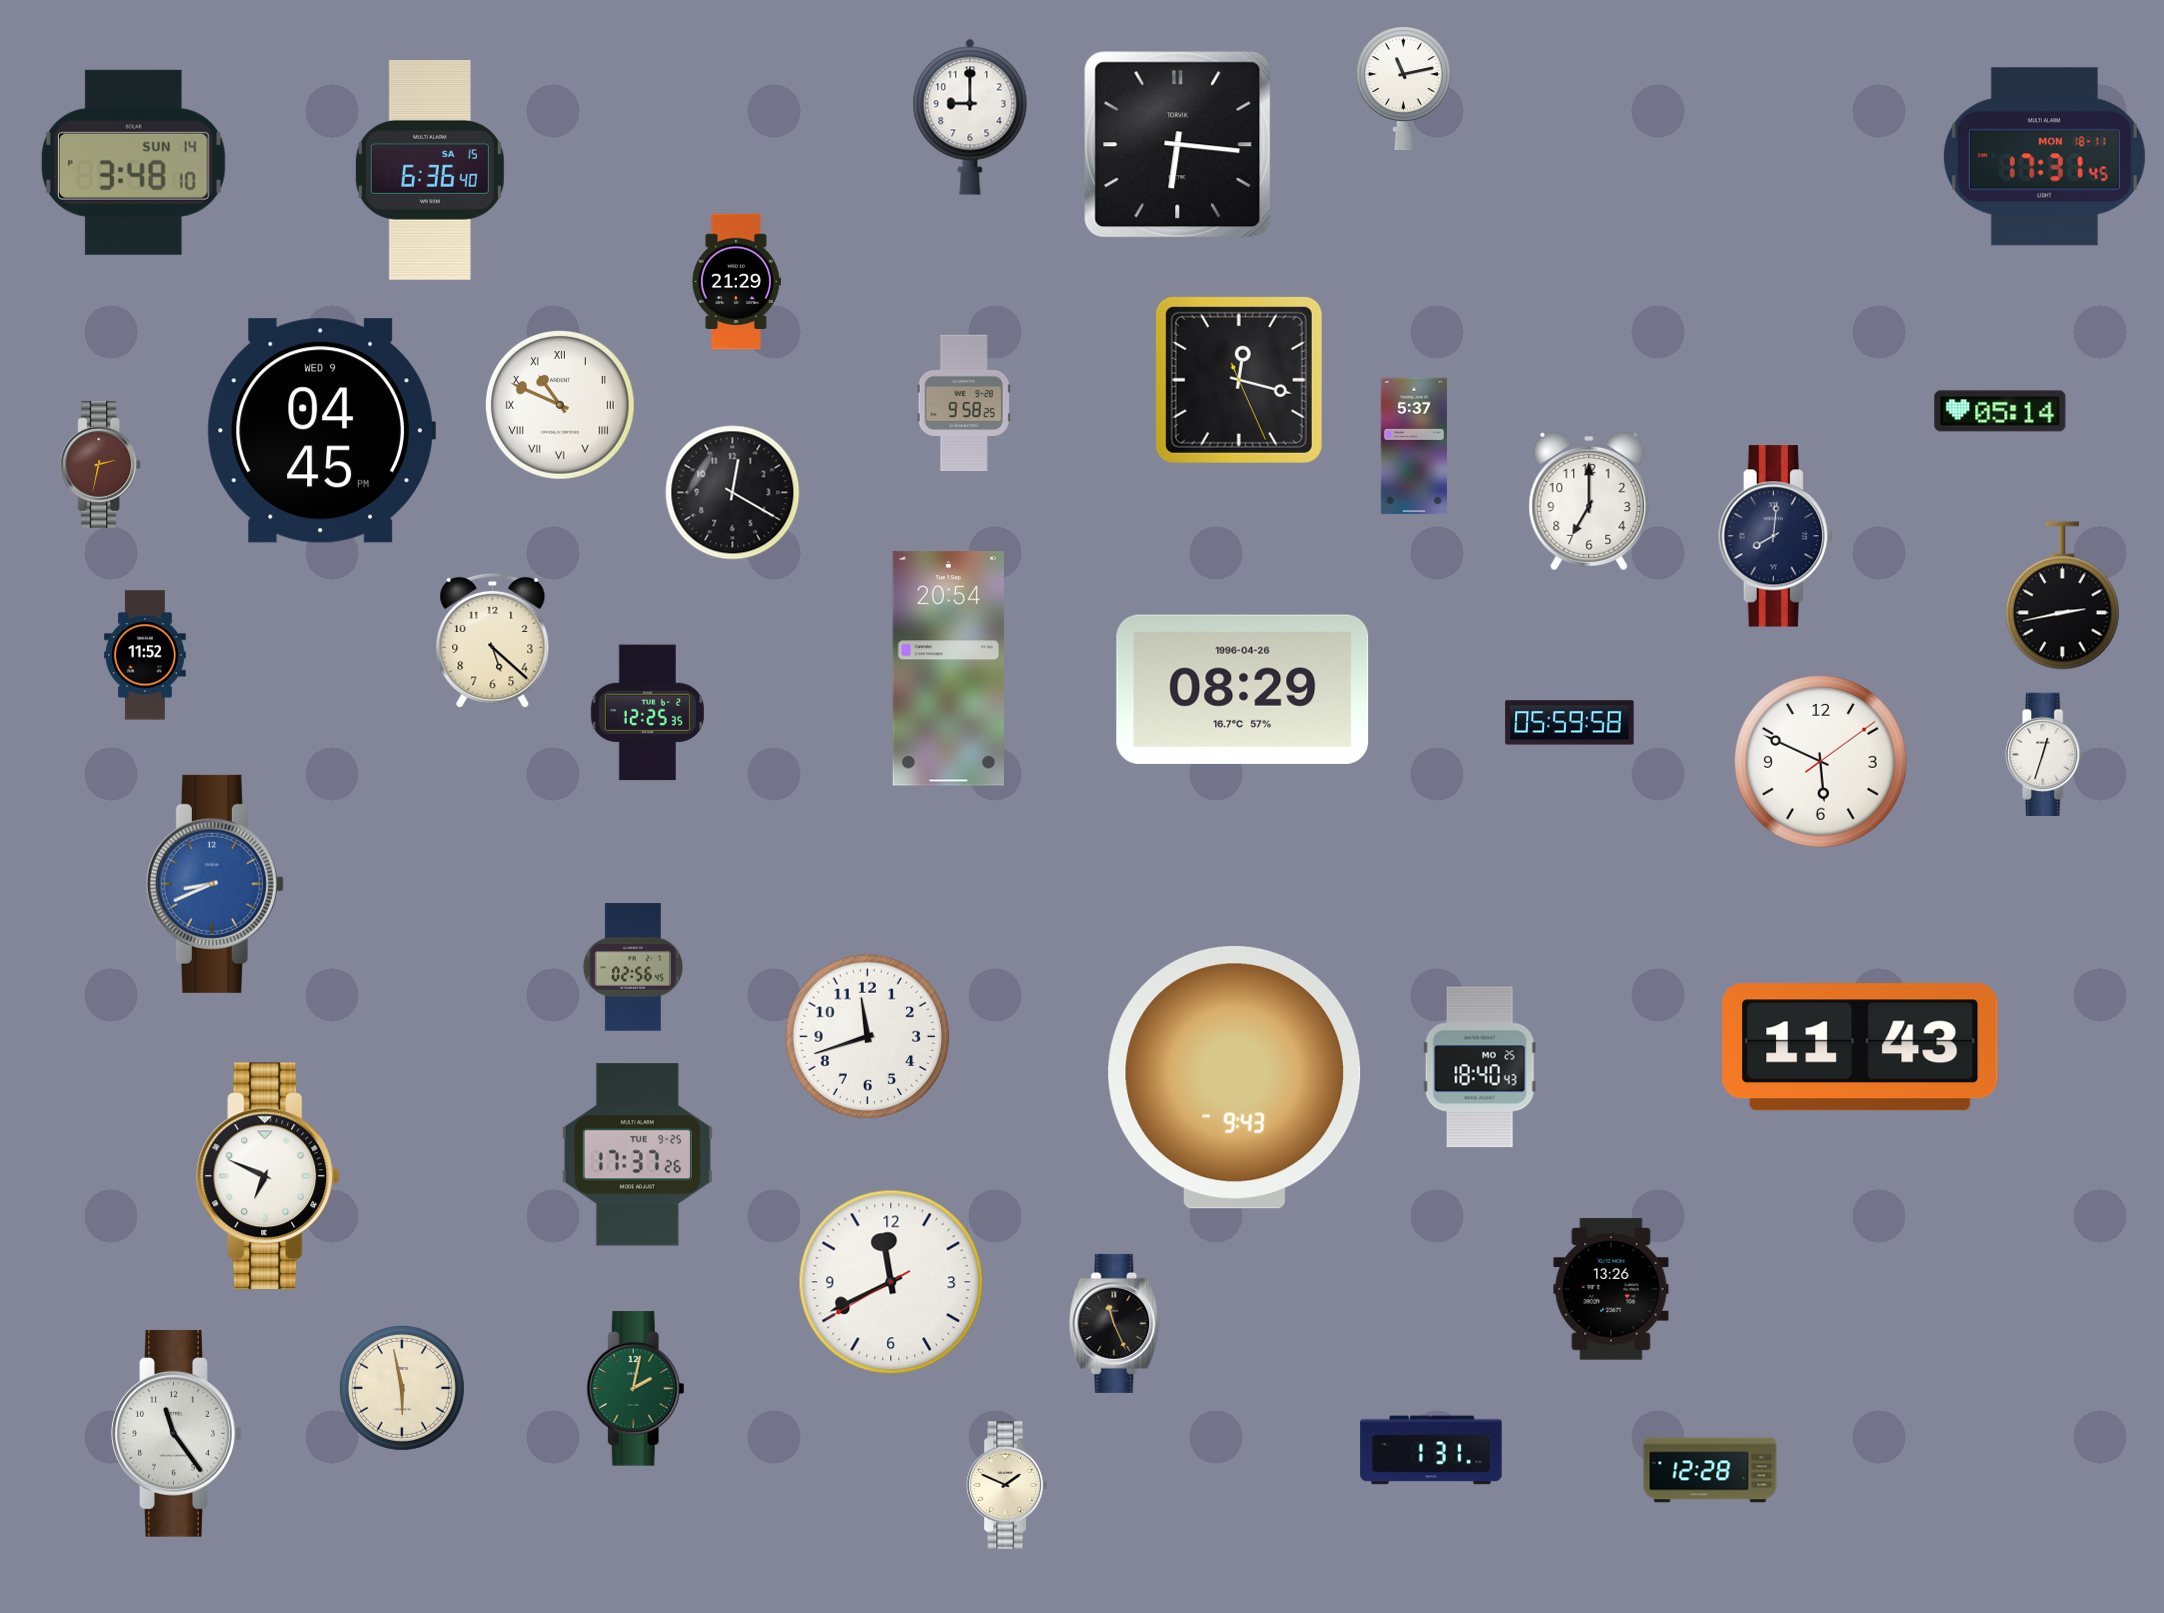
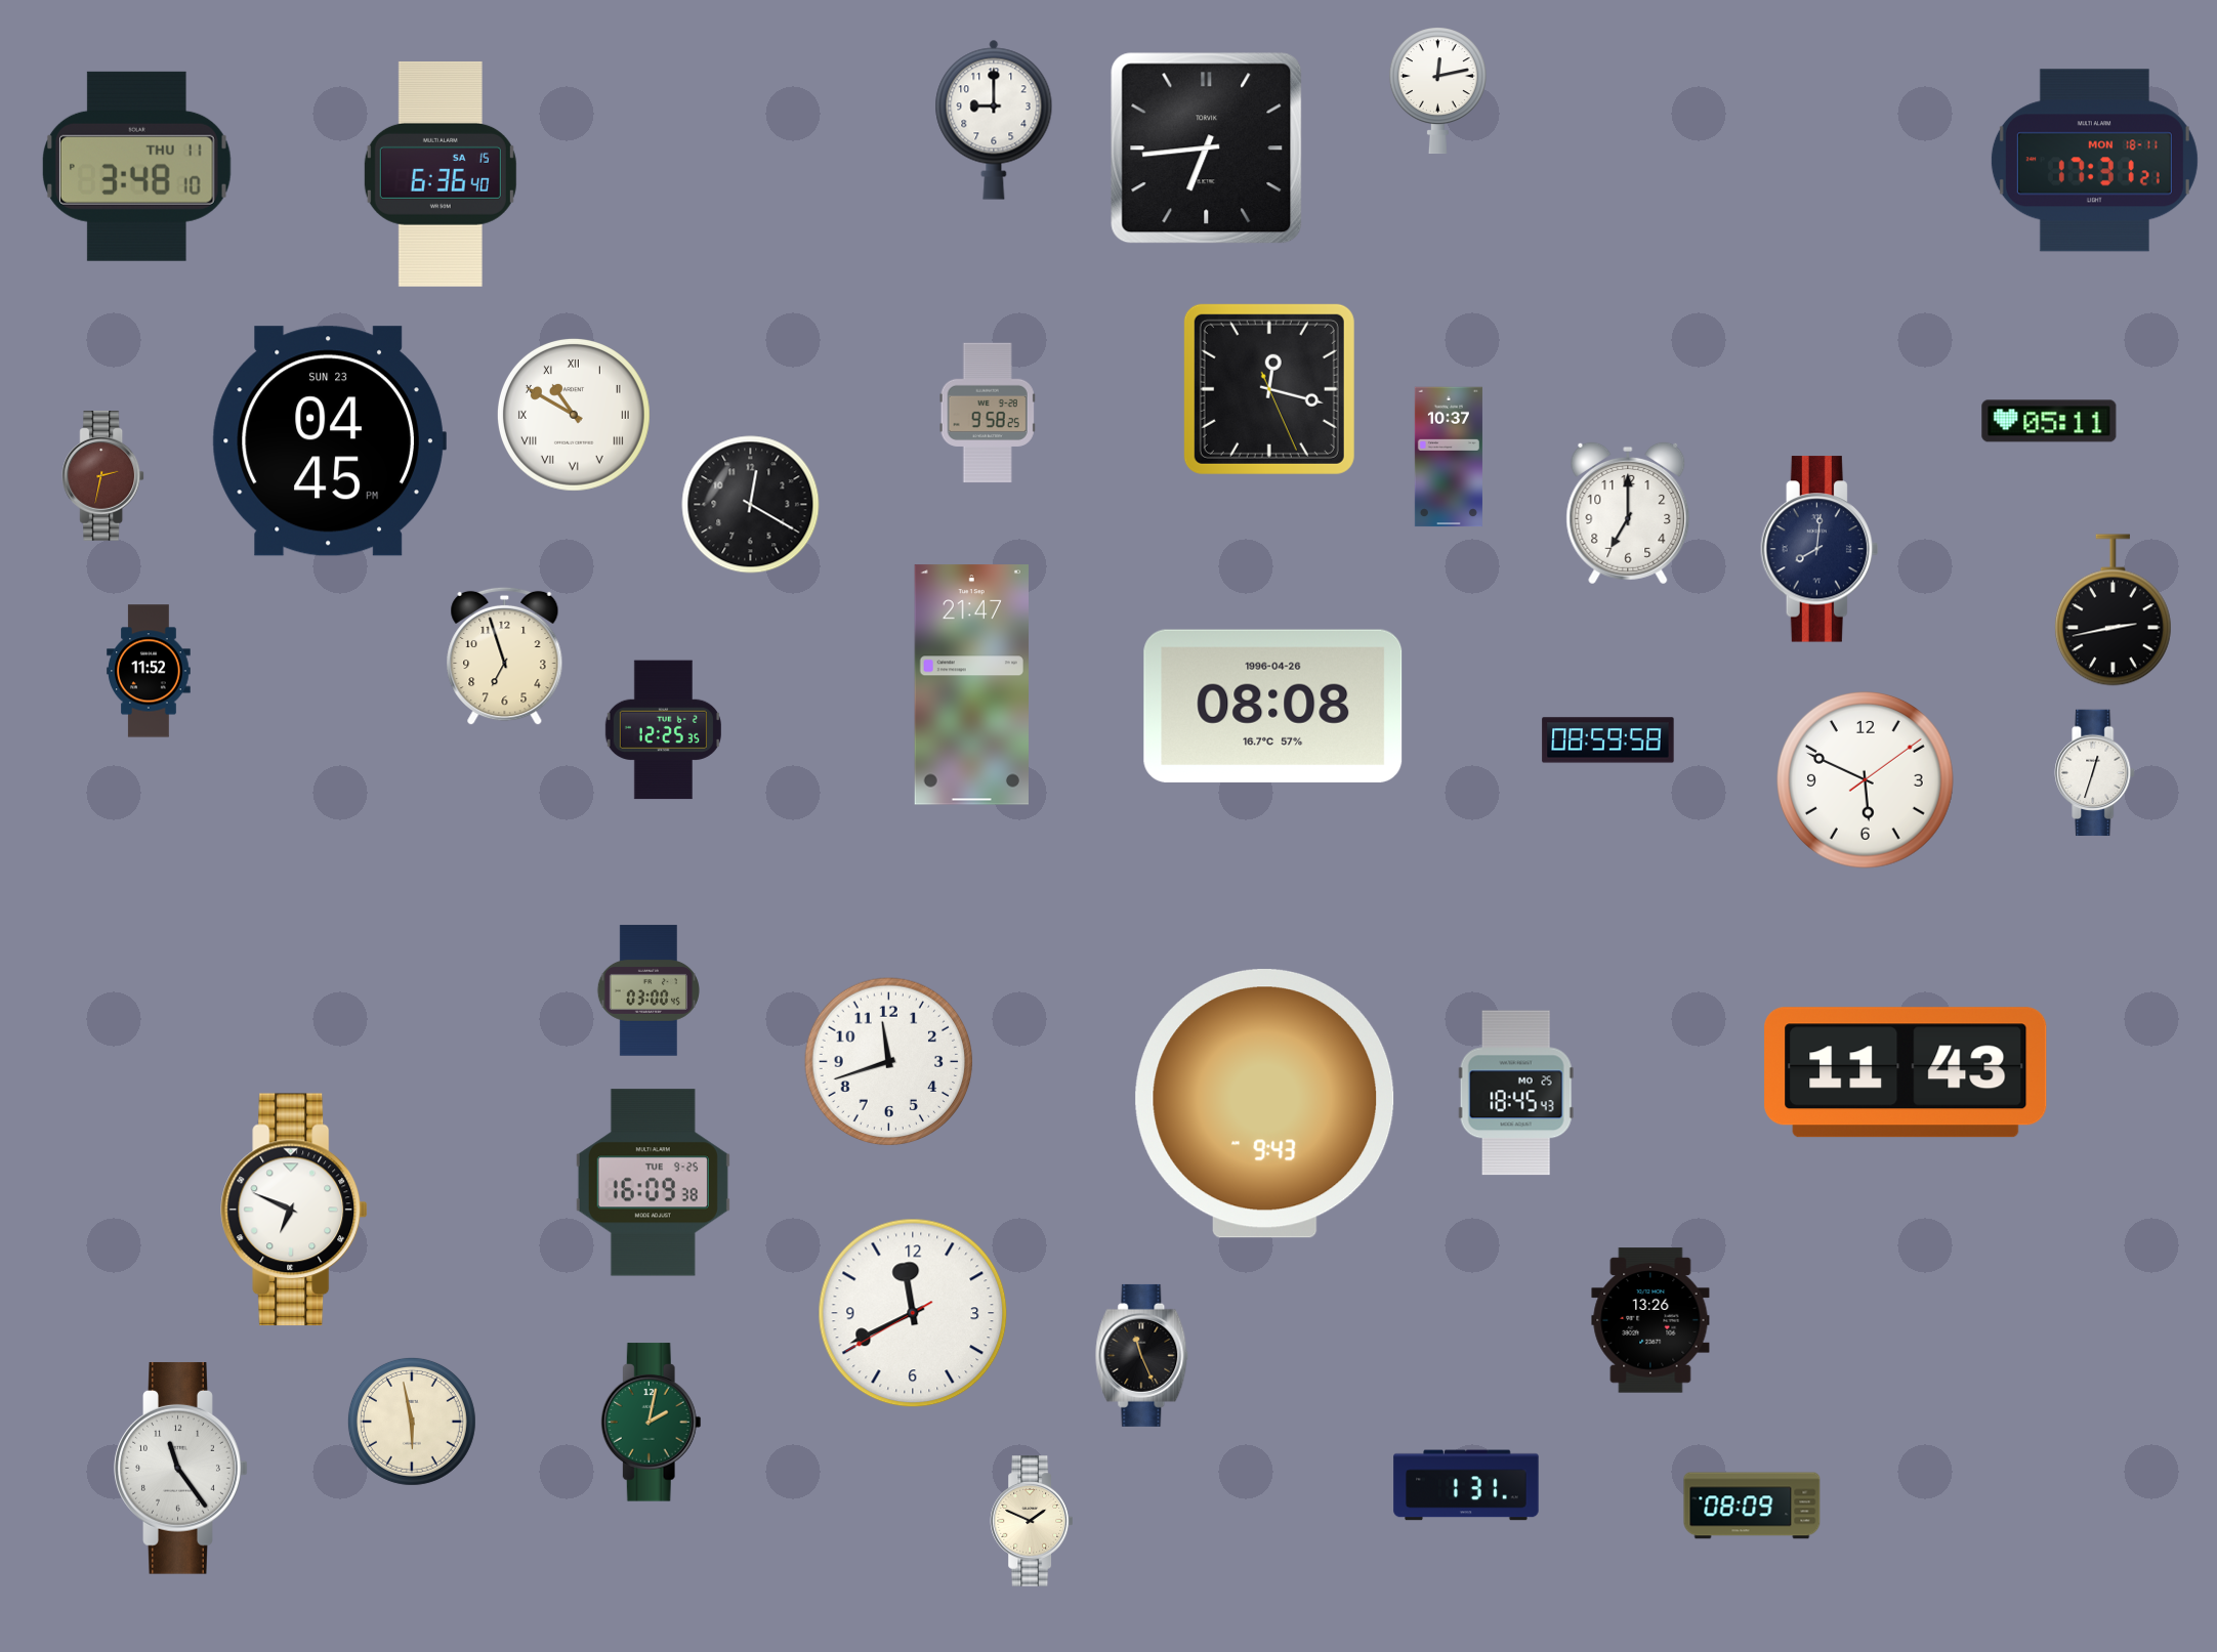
clock at (1403, 89): 11:13 -> 12:13
clock at (1178, 145): 6:16 -> 6:44
clock at (2044, 157): 17:31:45 -> 17:31:21
clock at (133, 162) date: SUN 14 -> THU 11
clock at (736, 282): 21:29 -> none
clock at (560, 405): 10:49 -> 10:50
clock at (2000, 411): 05:14 -> 05:11
clock at (321, 431) date: WED 9 -> SUN 23
clock at (1414, 446): 5:37 -> 10:37
clock at (493, 641): 5:22 -> 6:57
clock at (948, 669): 20:54 -> 21:47
clock at (1243, 689): 08:29 -> 08:08
clock at (1570, 723): 05:59 -> 08:59
clock at (215, 884): 8:41 -> none
clock at (632, 967): 02:56 -> 03:00
clock at (1480, 1067): 18:40 -> 18:45
clock at (637, 1155): 17:37 -> 16:09
clock at (268, 1176) position: (268, 1176) -> (294, 1210)
clock at (1710, 1470): 12:28 -> 08:09
